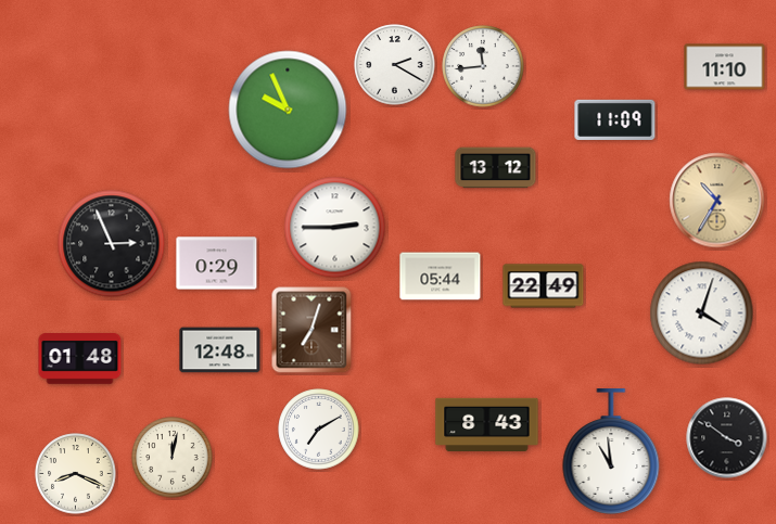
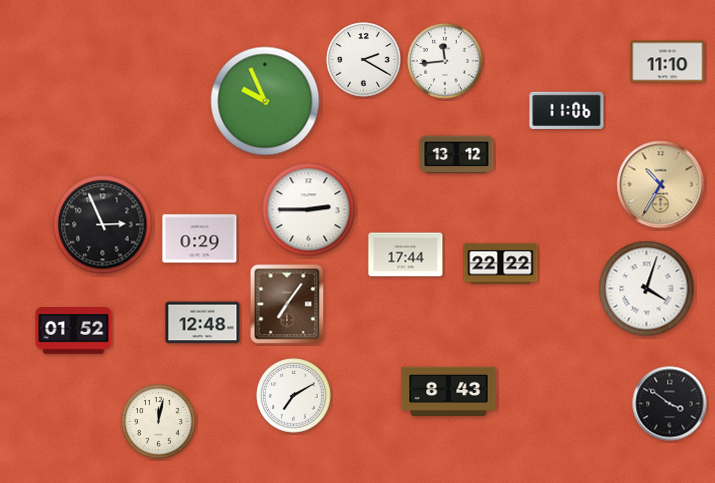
clock at (615, 119): 11:09 -> 11:06
clock at (217, 264) position: (217, 264) -> (200, 239)
clock at (441, 277): 05:44 -> 17:44
clock at (544, 286): 22:49 -> 22:22
clock at (311, 330): 7:03 -> 7:06
clock at (80, 359): 01:48 -> 01:52
clock at (611, 451): 10:59 -> none
clock at (76, 474): 8:19 -> none
